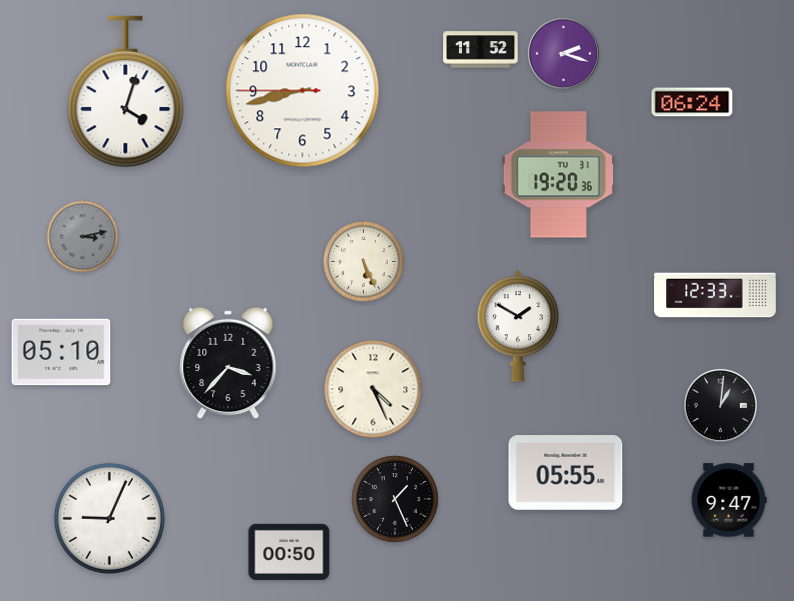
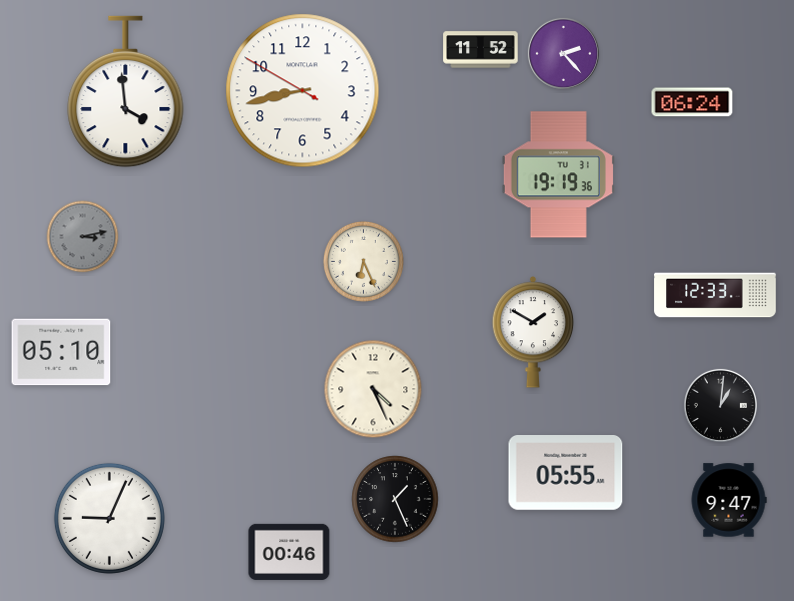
clock at (563, 53): 2:18 -> 2:23
clock at (303, 91): 8:42:45 -> 8:42:50
clock at (126, 92): 4:03 -> 3:59
clock at (558, 175): 19:20 -> 19:19
clock at (363, 261): 5:26 -> 6:26
clock at (518, 326) position: (518, 326) -> (533, 332)
clock at (228, 363): 3:37 -> none
clock at (289, 552): 00:50 -> 00:46
